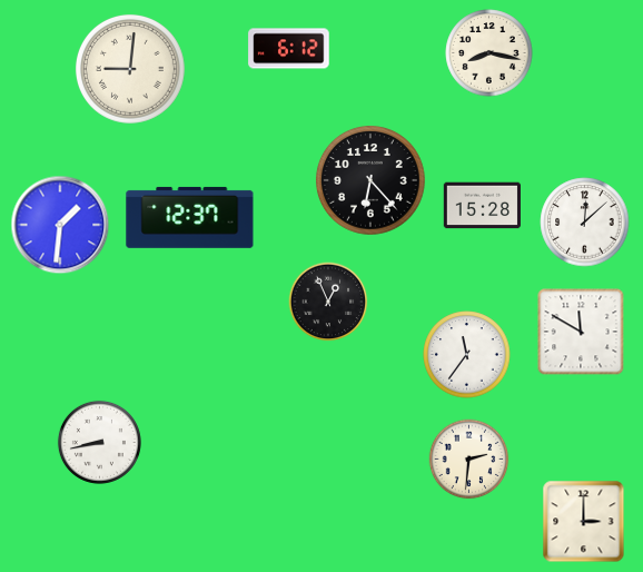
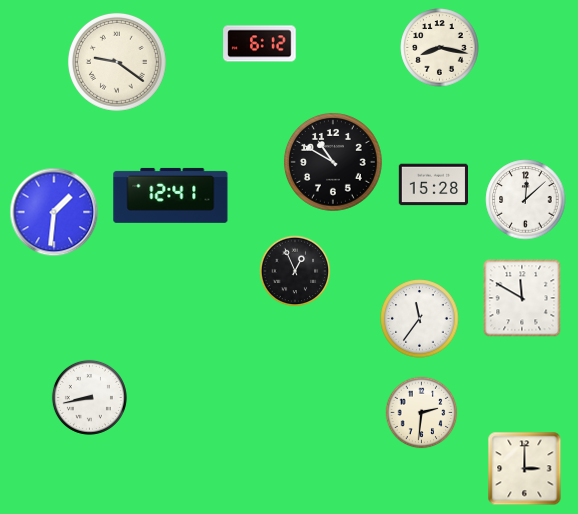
clock at (130, 69): 9:01 -> 9:21
clock at (370, 180): 6:23 -> 10:50
clock at (190, 217): 12:37 -> 12:41
clock at (60, 225) position: (60, 225) -> (54, 212)
